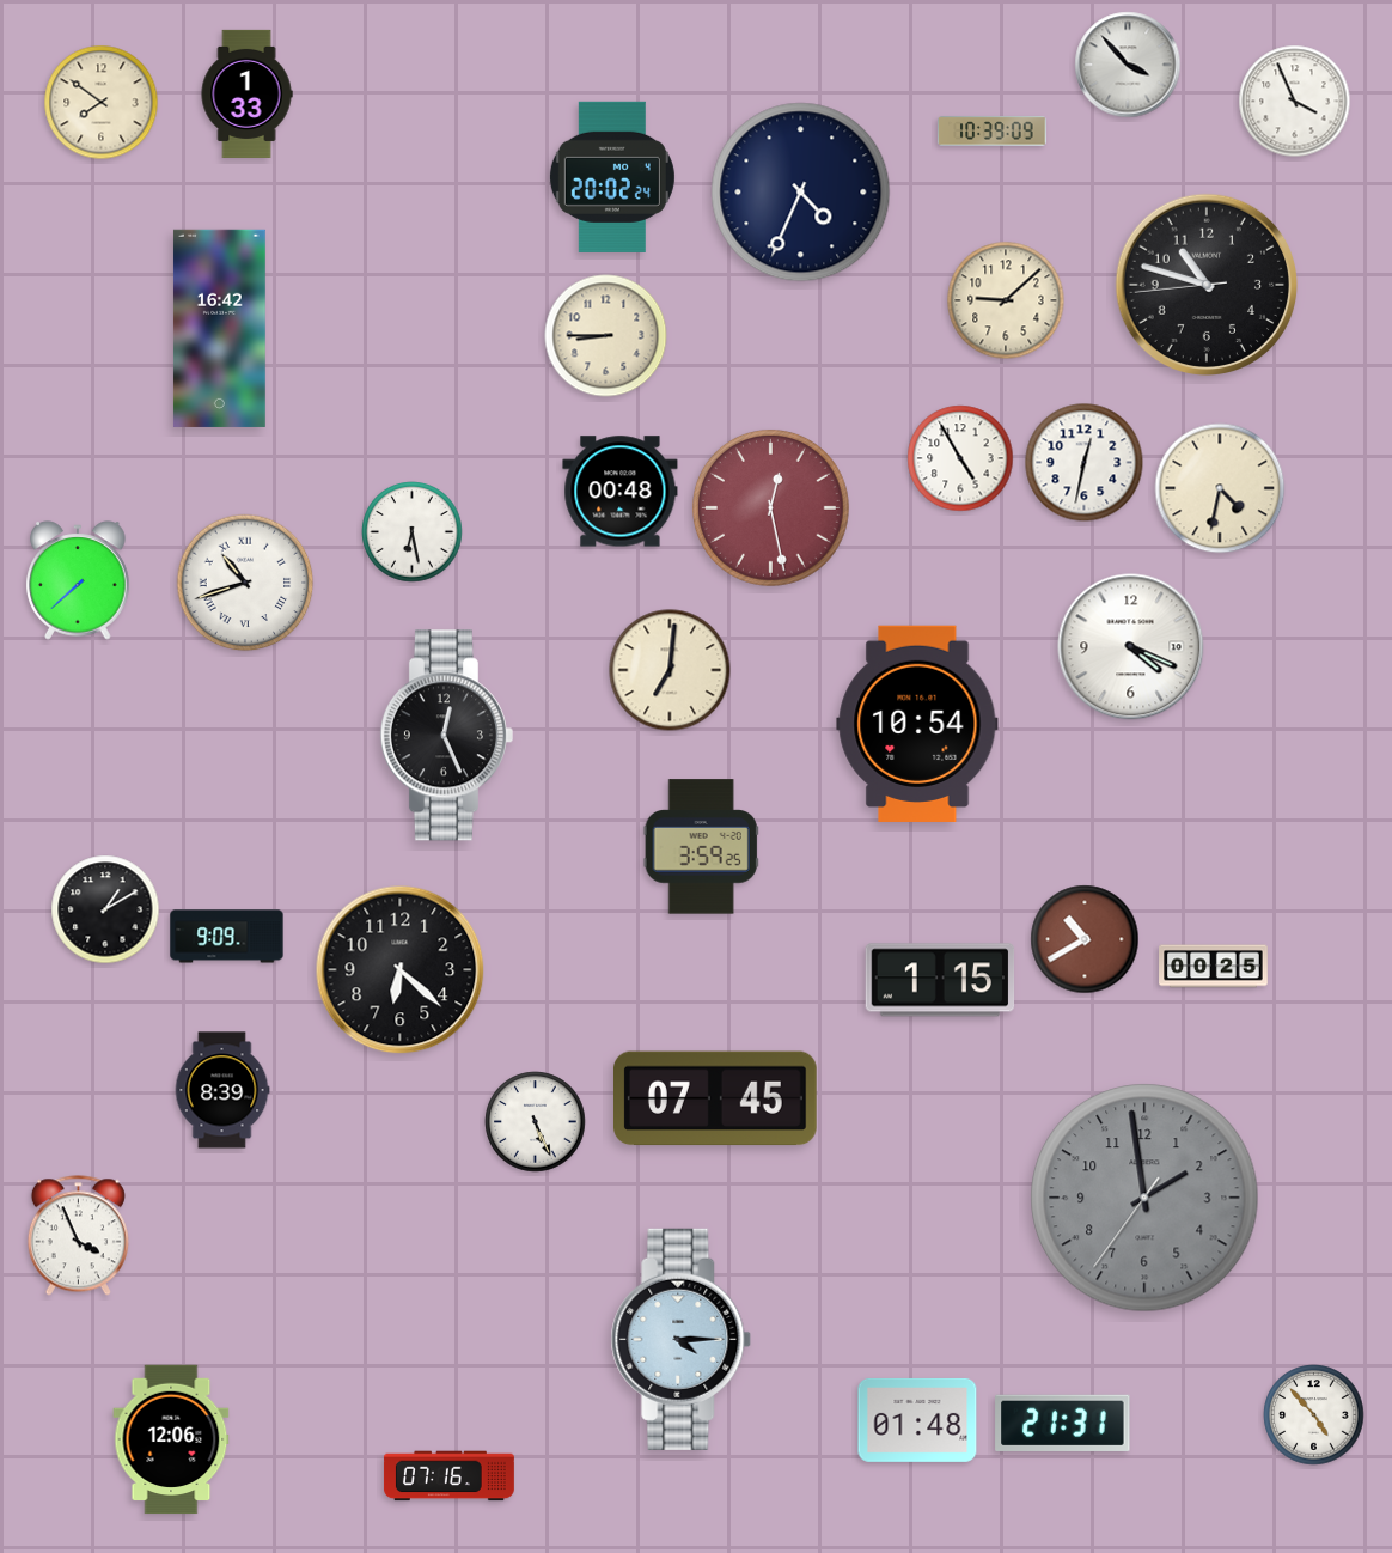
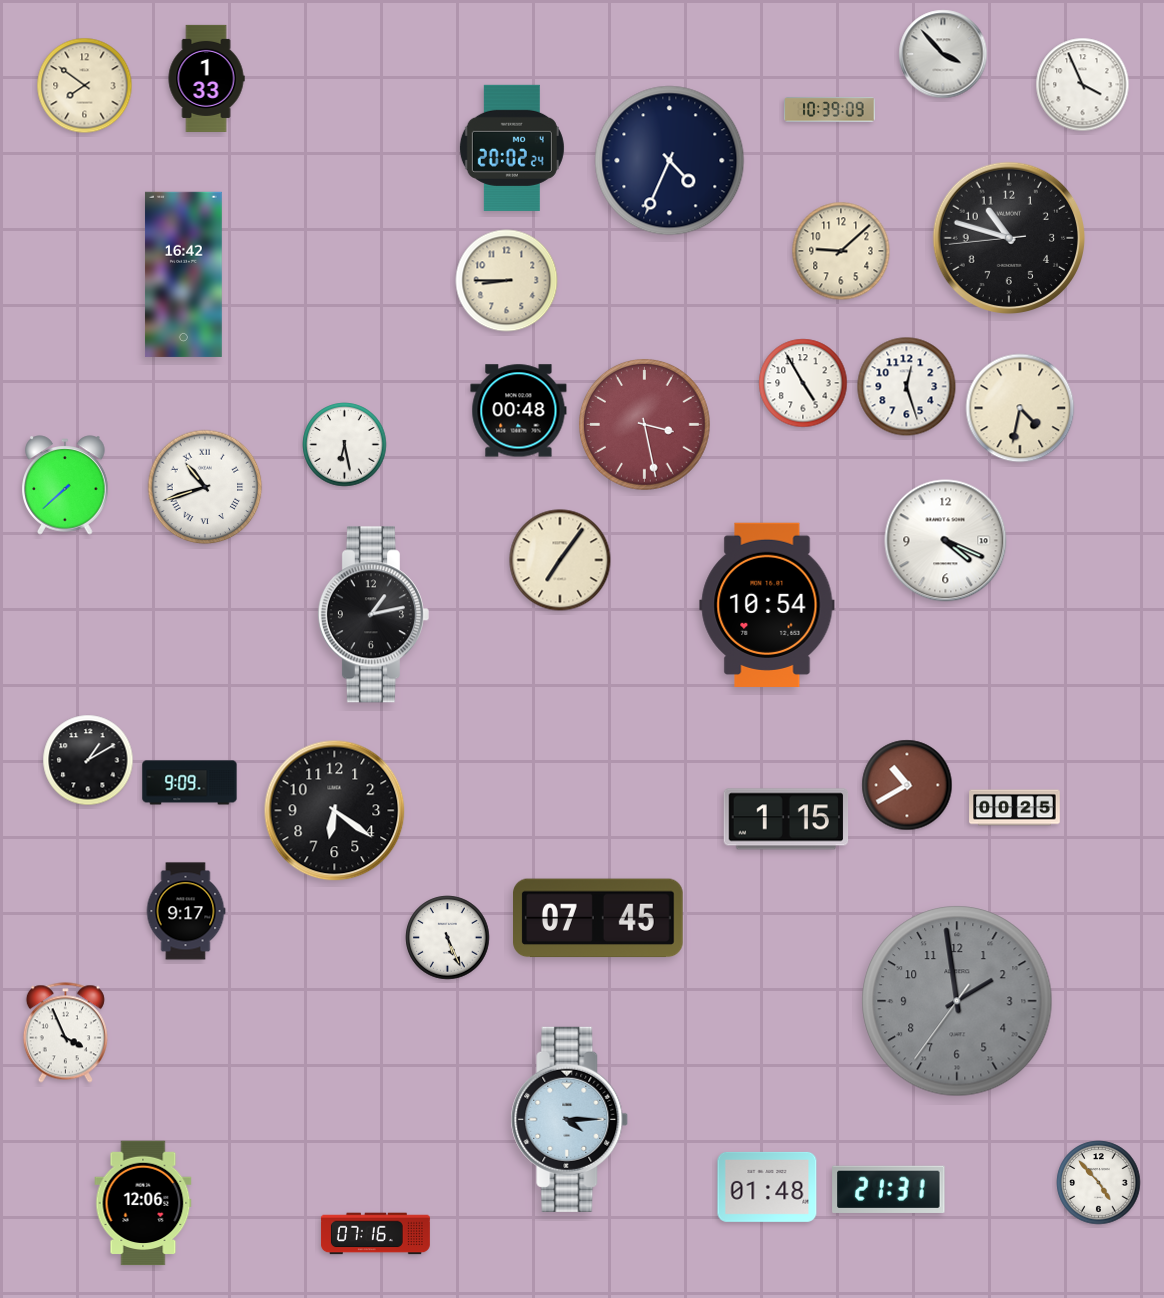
clock at (1085, 463): 12:32 -> 12:27
clock at (770, 507): 12:28 -> 3:28
clock at (670, 670): 7:01 -> 7:06
clock at (446, 736): 12:26 -> 1:13
clock at (701, 847): 3:59 -> none
clock at (401, 970): 6:22 -> 6:21
clock at (222, 1090): 8:39 -> 9:17
